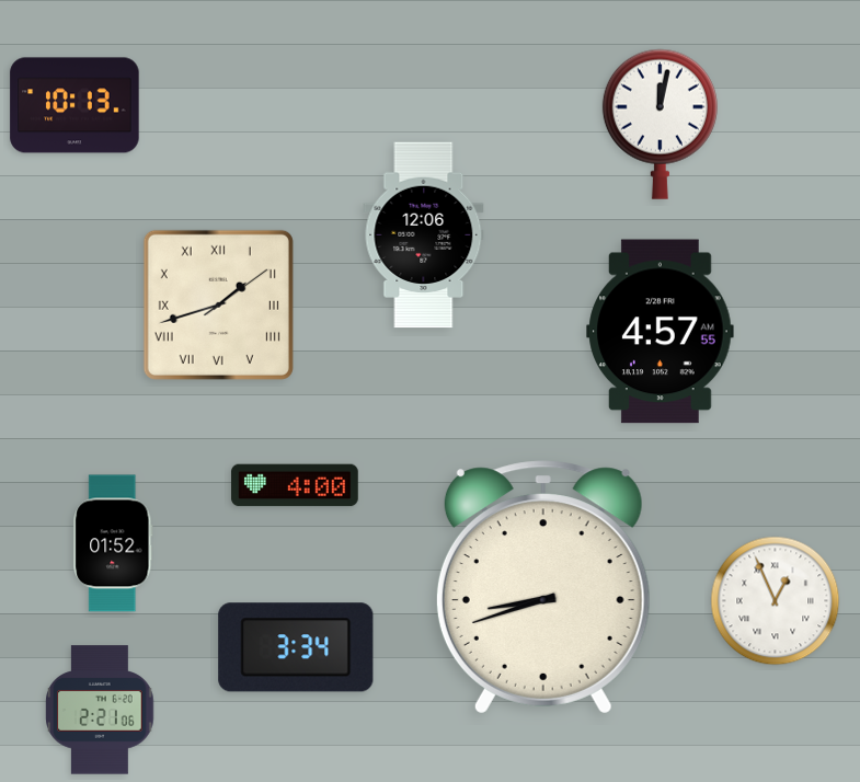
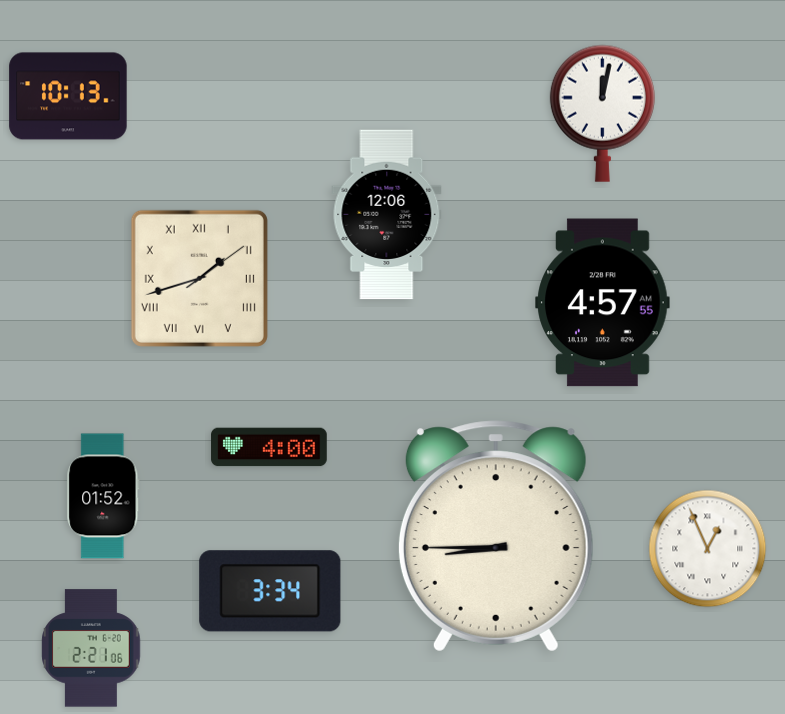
clock at (295, 485) position: (295, 485) -> (269, 447)
clock at (543, 587): 8:42 -> 8:45
